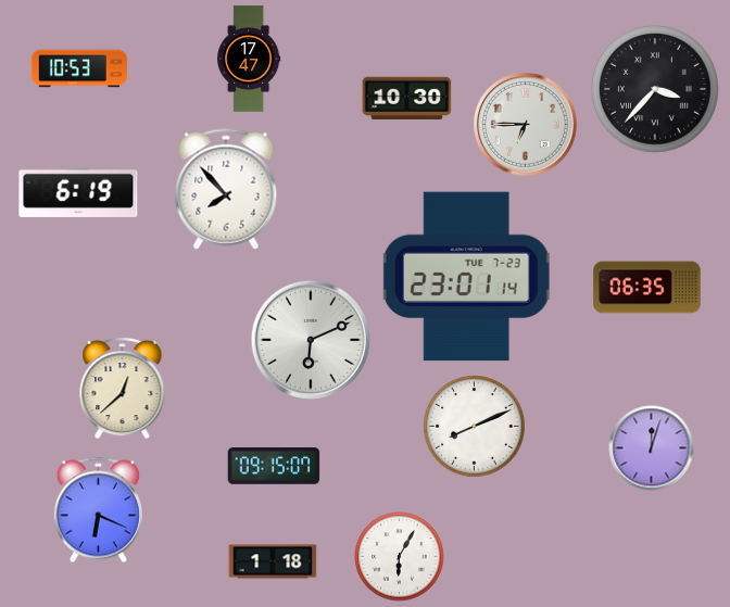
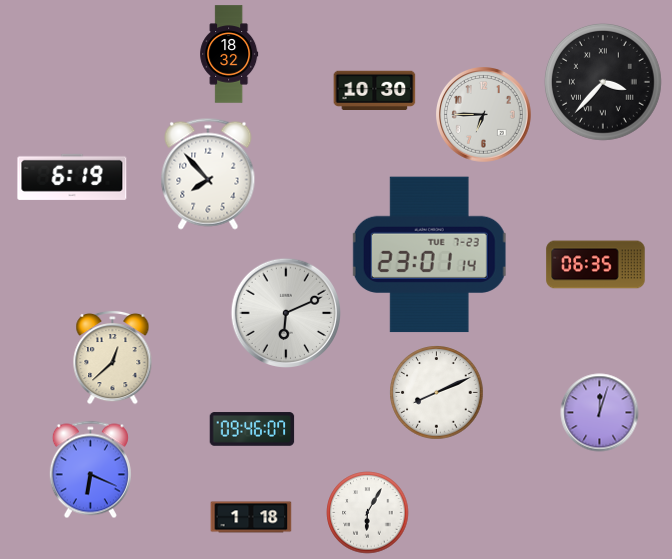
clock at (249, 59): 17:47 -> 18:32
clock at (79, 68): 10:53 -> none
clock at (274, 466): 09:15 -> 09:46
